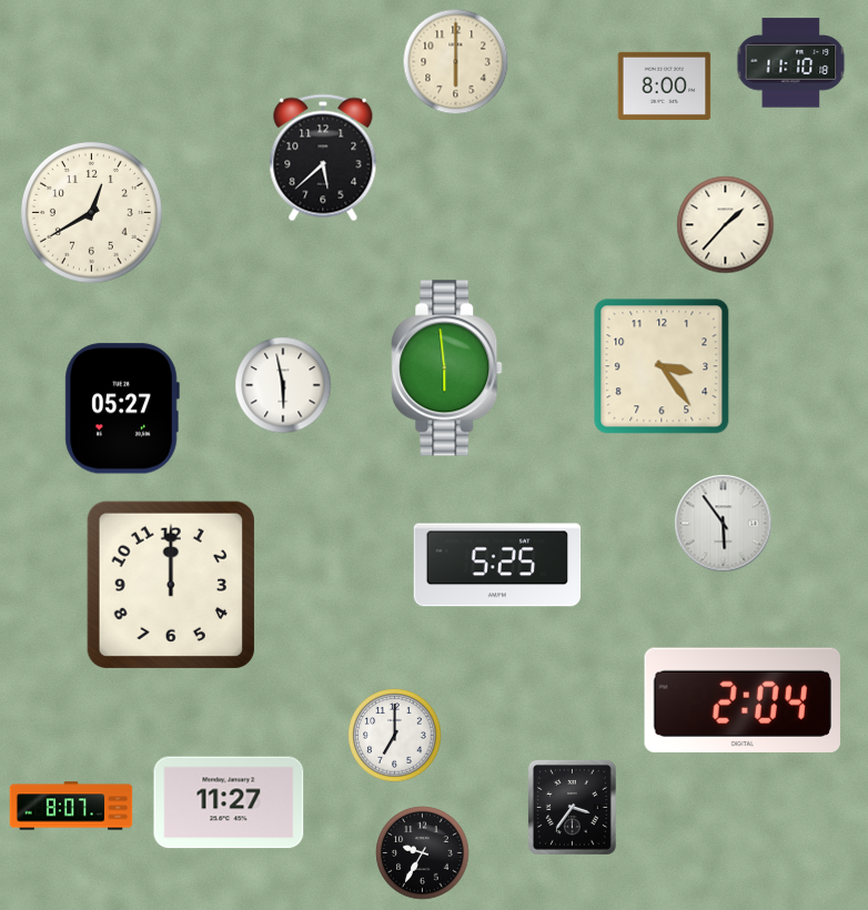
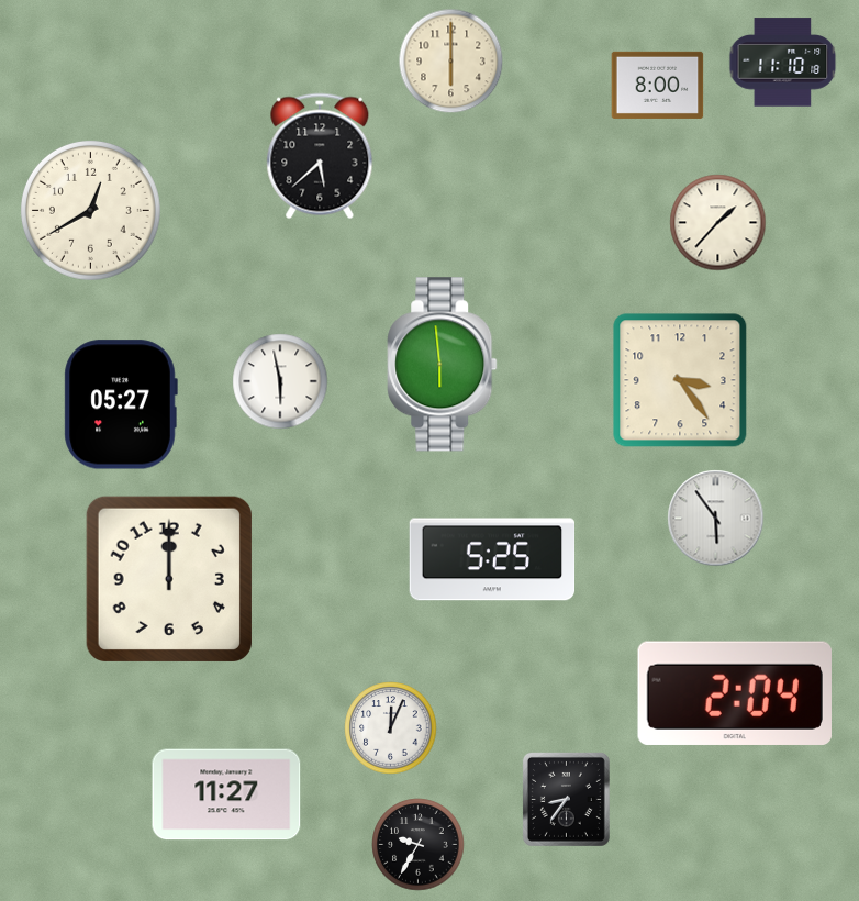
clock at (662, 366) position: (662, 366) -> (680, 380)
clock at (395, 736): 7:00 -> 12:04
clock at (71, 806): 8:07 -> none
clock at (572, 807): 3:36 -> 8:36
